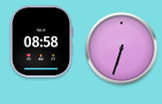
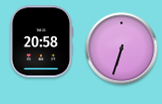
clock at (41, 42): 08:58 -> 20:58
